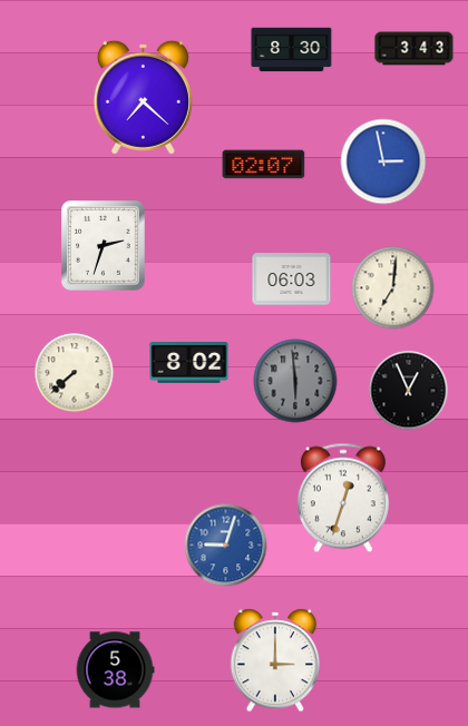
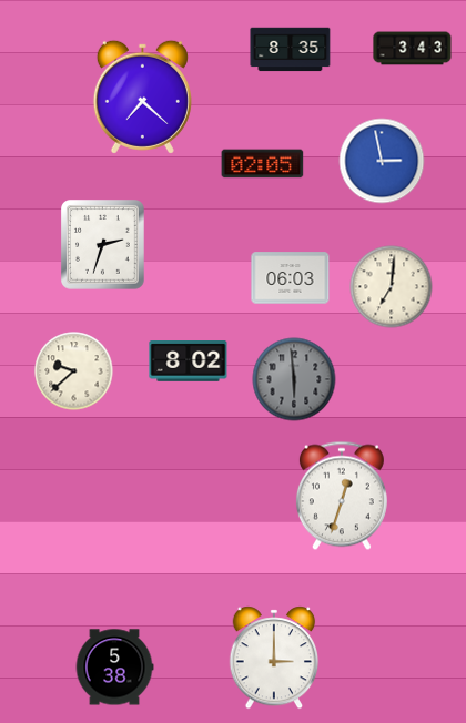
clock at (292, 50): 8:30 -> 8:35
clock at (264, 165): 02:07 -> 02:05
clock at (75, 373): 7:38 -> 9:38
clock at (409, 391): 12:56 -> none
clock at (226, 546): 9:03 -> none
